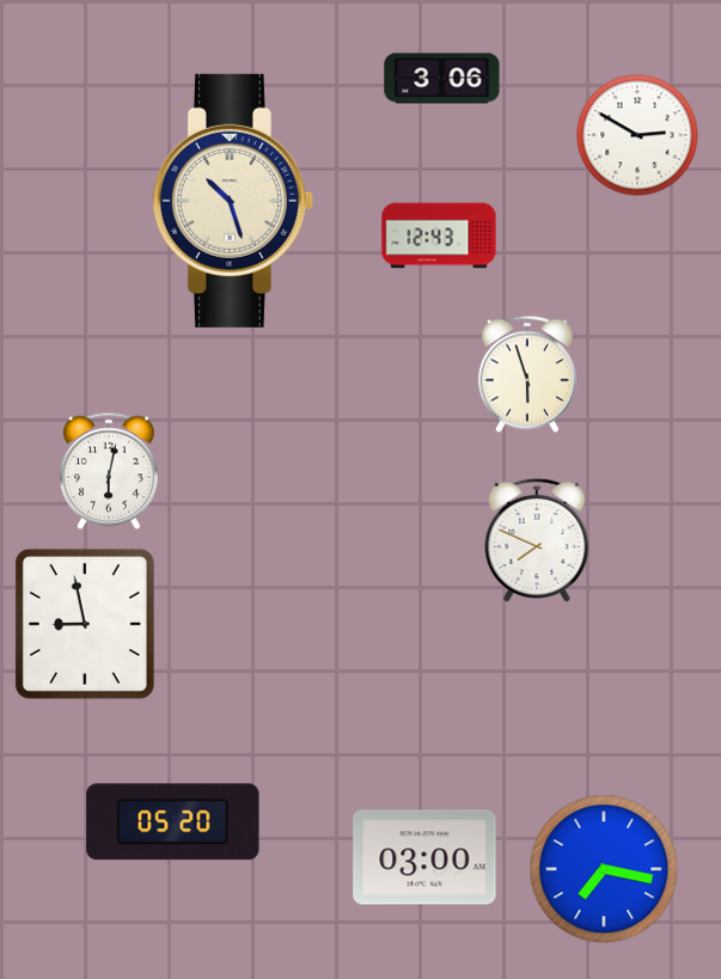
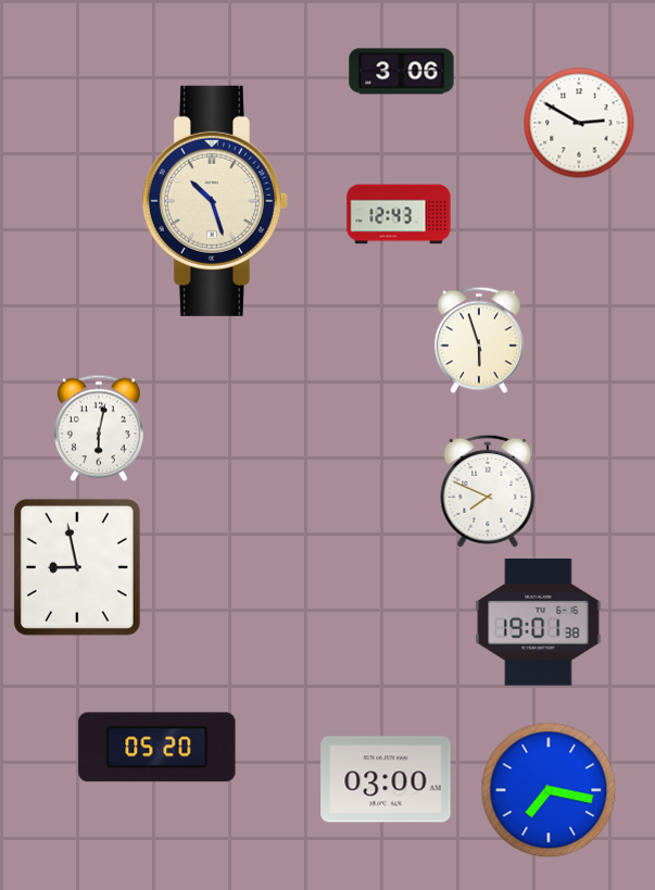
clock at (233, 201) position: (233, 201) -> (215, 201)
clock at (539, 623): none -> 19:01
